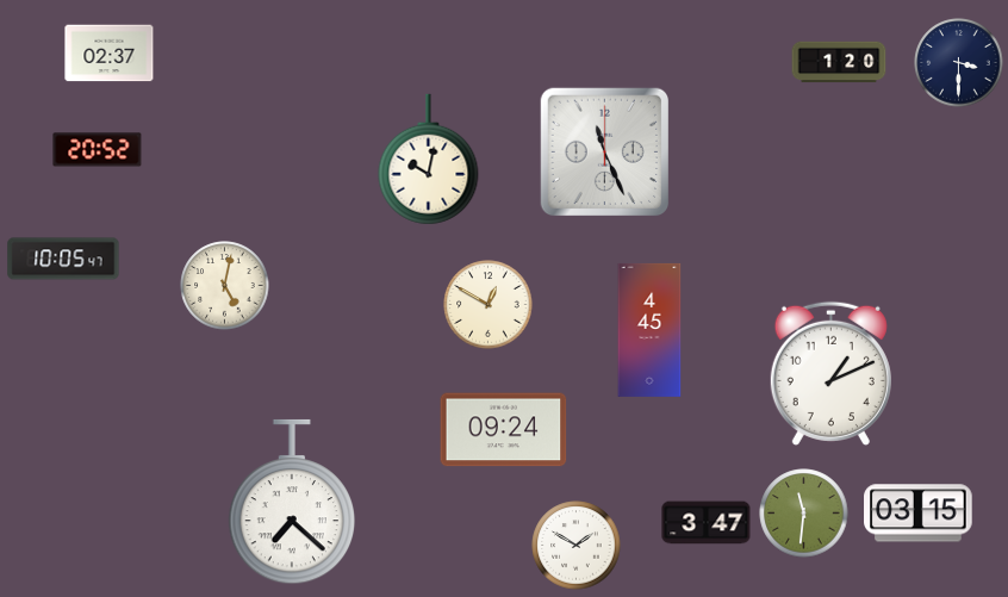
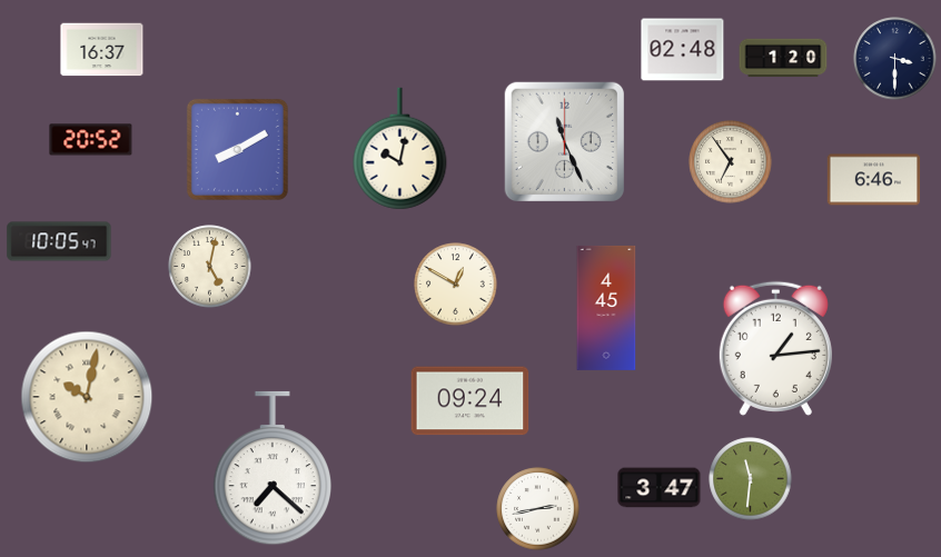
clock at (110, 54): 02:37 -> 16:37
clock at (683, 50): none -> 02:48
clock at (237, 149): none -> 8:10
clock at (731, 162): none -> 6:54
clock at (874, 180): none -> 6:46
clock at (830, 373): 1:11 -> 1:14
clock at (87, 397): none -> 10:02
clock at (919, 514): 03:15 -> none
clock at (577, 546): 1:50 -> 2:43
